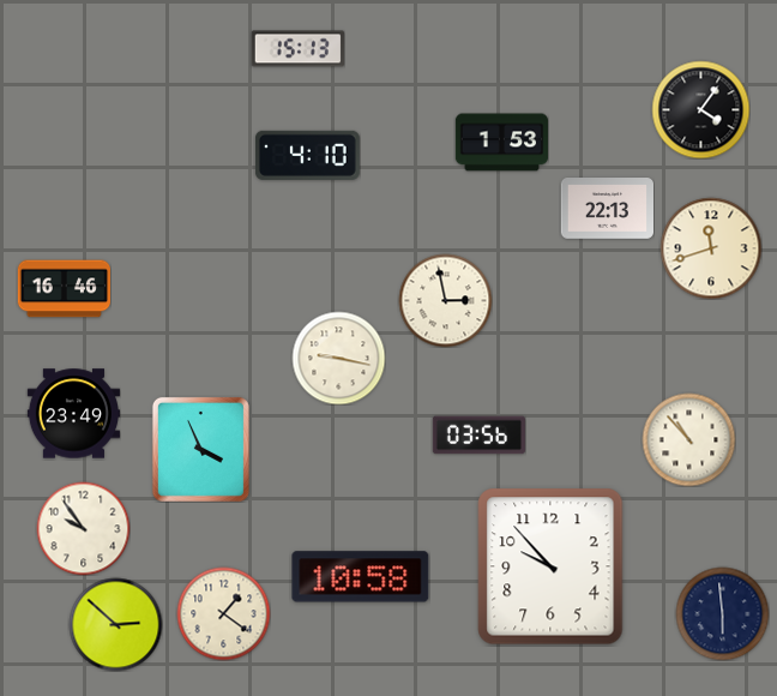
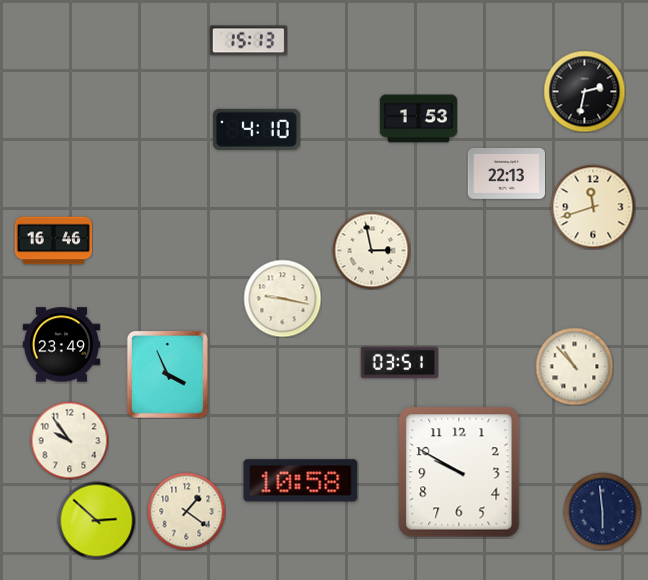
clock at (700, 109): 4:06 -> 2:32
clock at (478, 436): 03:56 -> 03:51
clock at (550, 566): 9:53 -> 9:50
